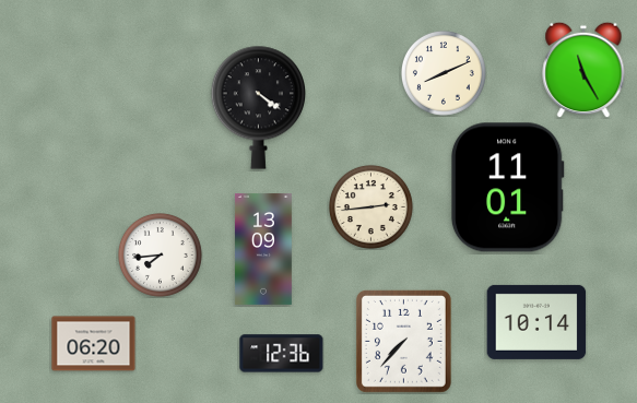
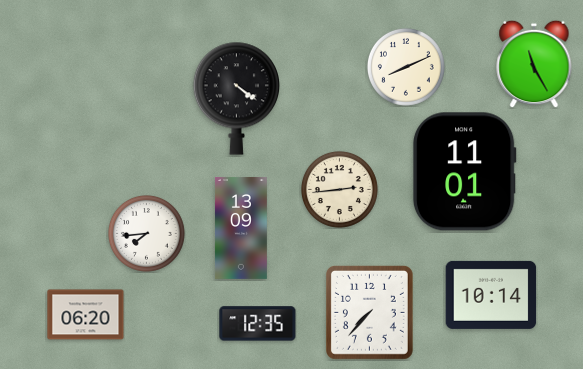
clock at (282, 354): 12:36 -> 12:35
